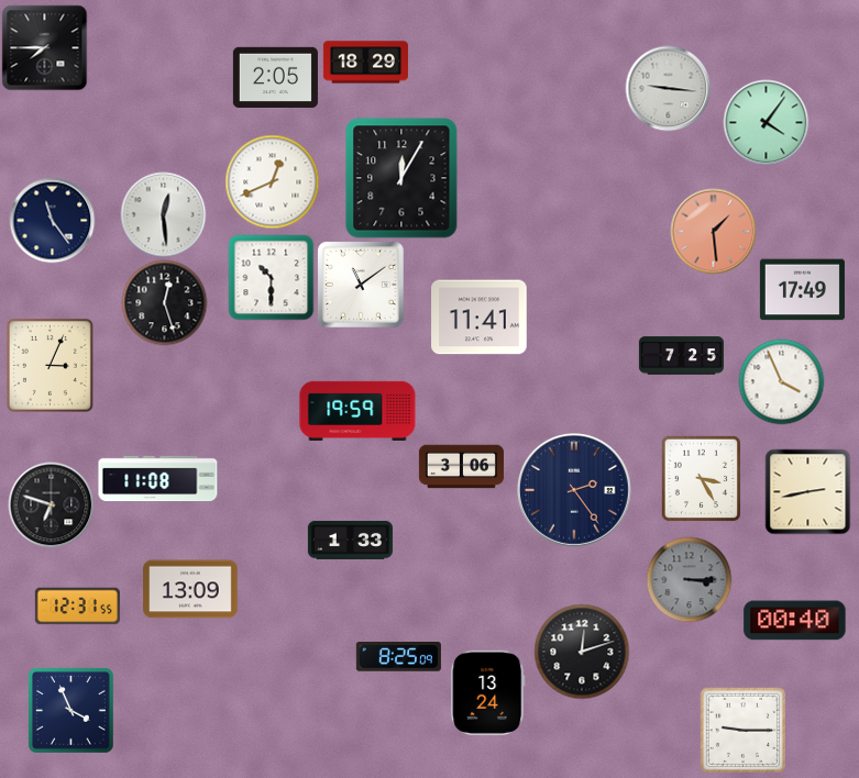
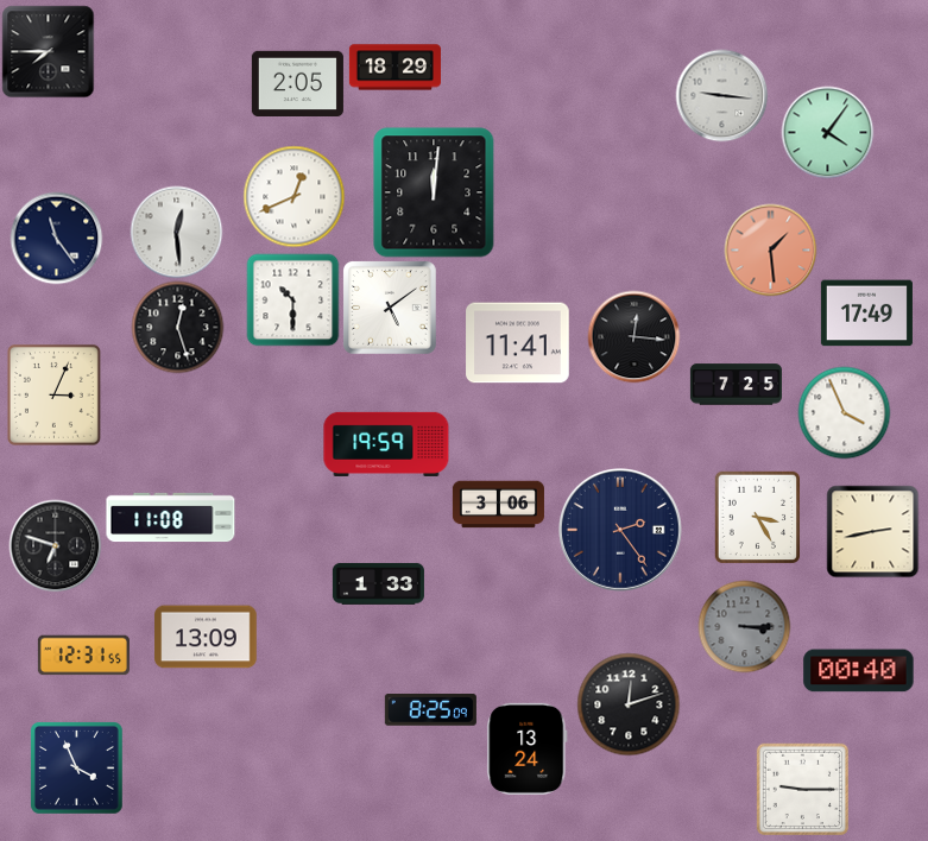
clock at (401, 178): 12:05 -> 12:01
clock at (361, 285): 11:09 -> 5:09
clock at (633, 336): none -> 12:16
